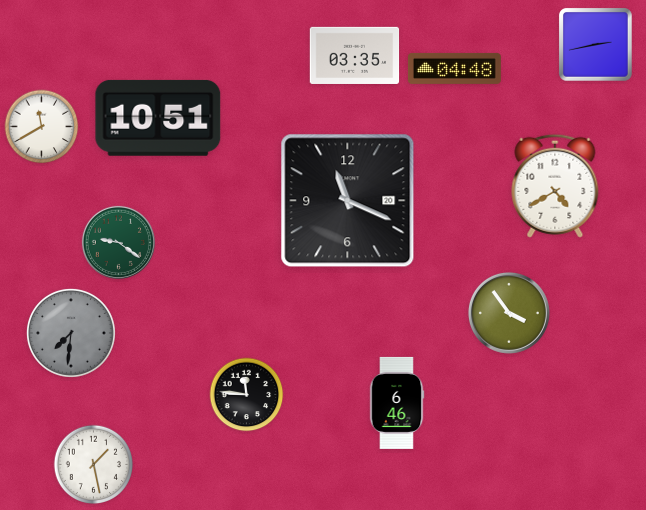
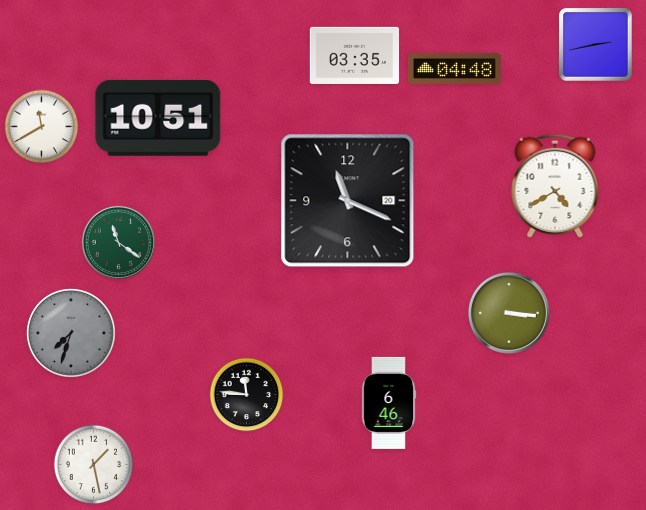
clock at (118, 242): 9:21 -> 11:21
clock at (509, 313): 3:54 -> 3:16
clock at (71, 333): 7:31 -> 7:33
clock at (397, 403) position: (397, 403) -> (389, 403)
